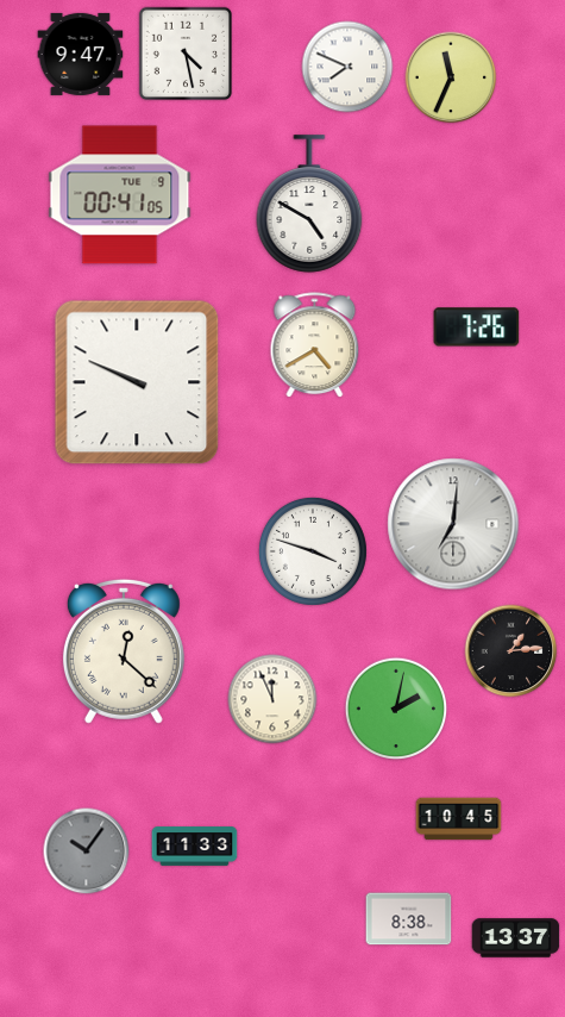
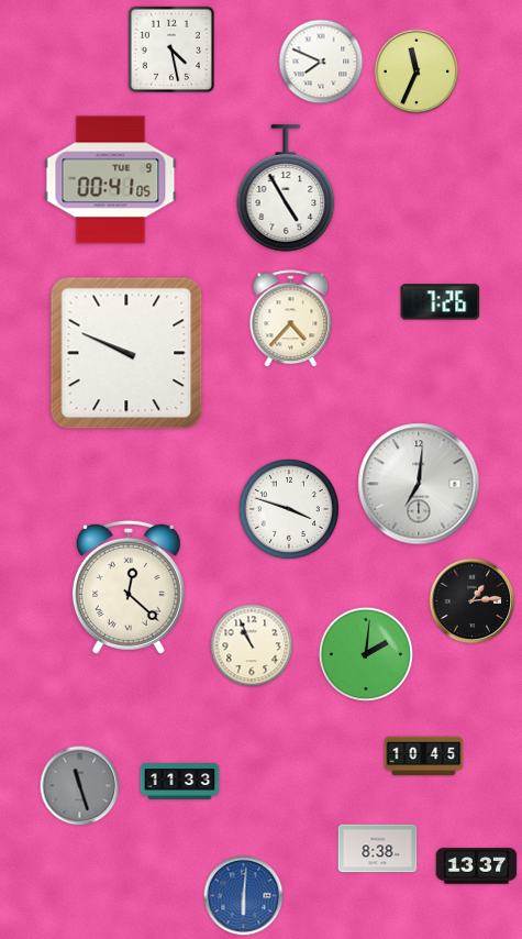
clock at (81, 54): 9:47 -> none
clock at (309, 204): 4:50 -> 4:55
clock at (315, 345): 4:40 -> 4:37
clock at (124, 651) position: (124, 651) -> (129, 587)
clock at (272, 699): 11:56 -> 10:56
clock at (396, 709): 2:02 -> 2:01
clock at (87, 851): 10:06 -> 11:27
clock at (244, 896): none -> 6:01
